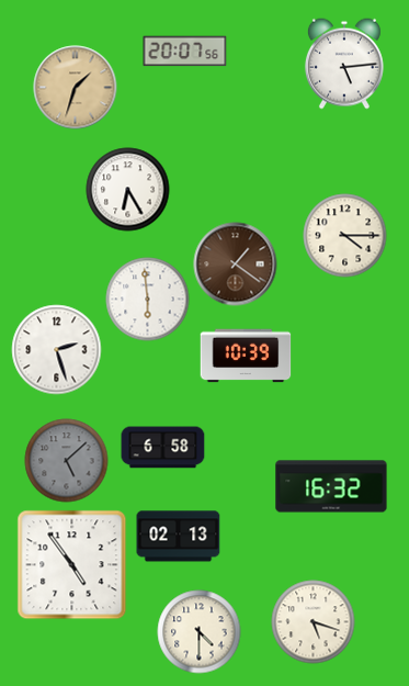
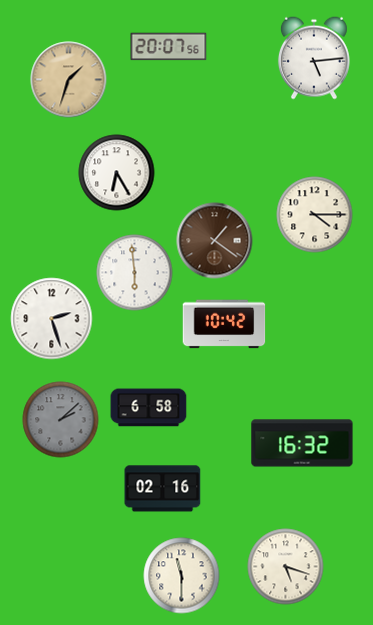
clock at (246, 356): 10:39 -> 10:42
clock at (67, 461): 5:08 -> 2:08
clock at (179, 537): 02:13 -> 02:16
clock at (72, 565): 4:54 -> none
clock at (200, 632): 4:30 -> 11:30
